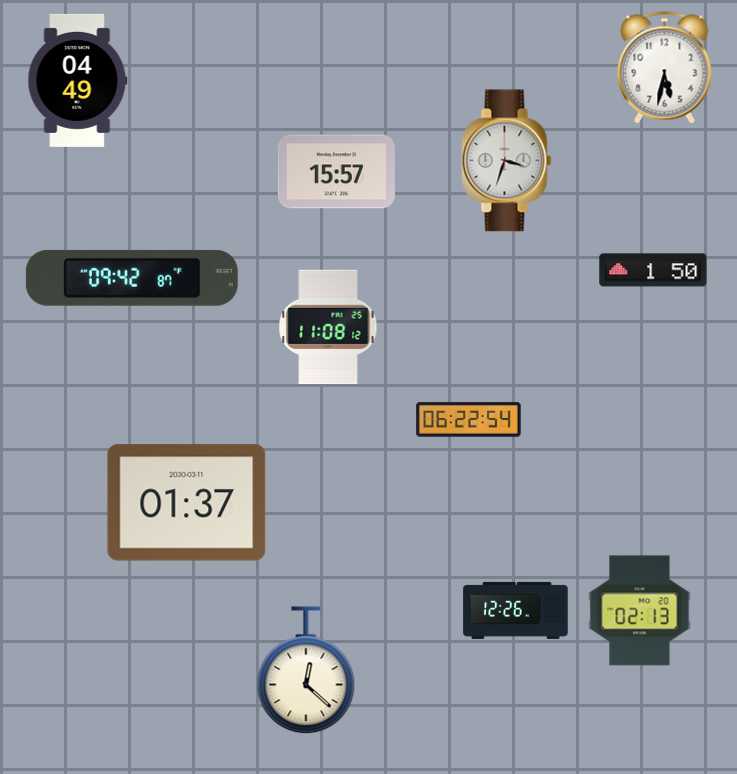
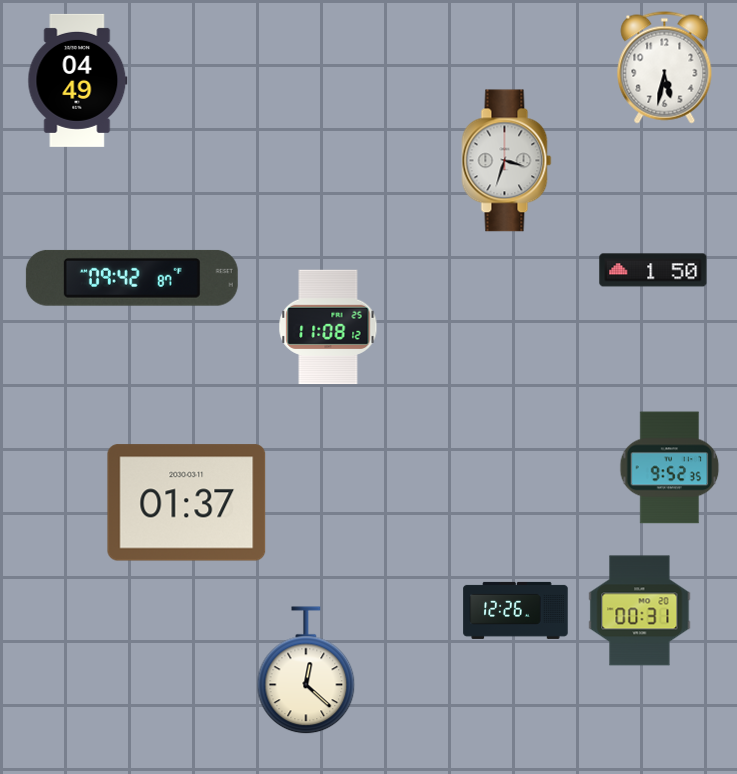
clock at (336, 172): 15:57 -> none
clock at (469, 420): 06:22 -> none
clock at (670, 468): none -> 9:52
clock at (640, 611): 02:13 -> 00:31
